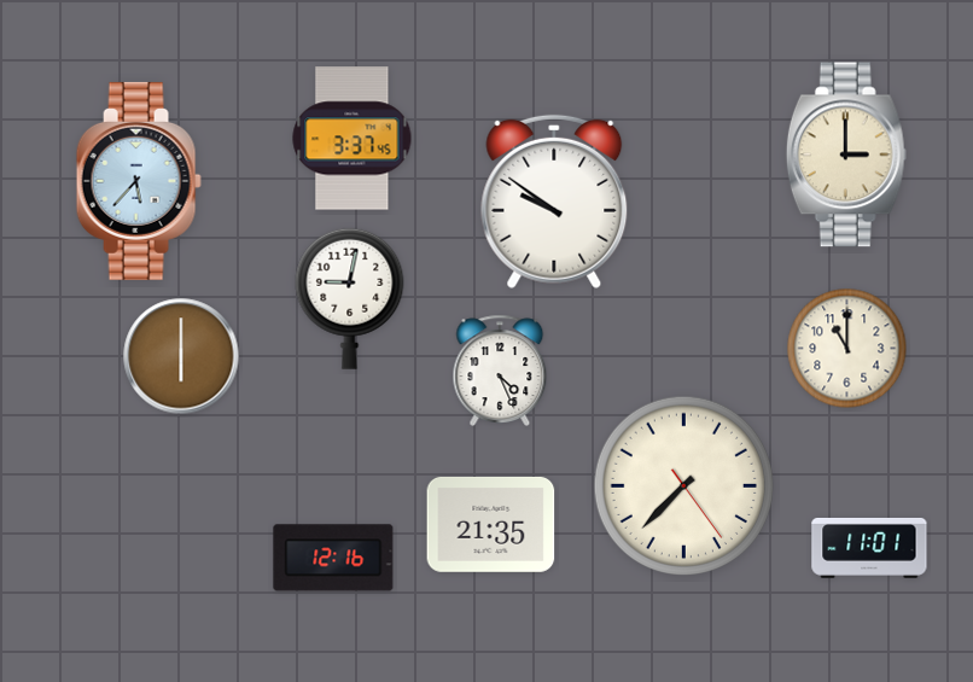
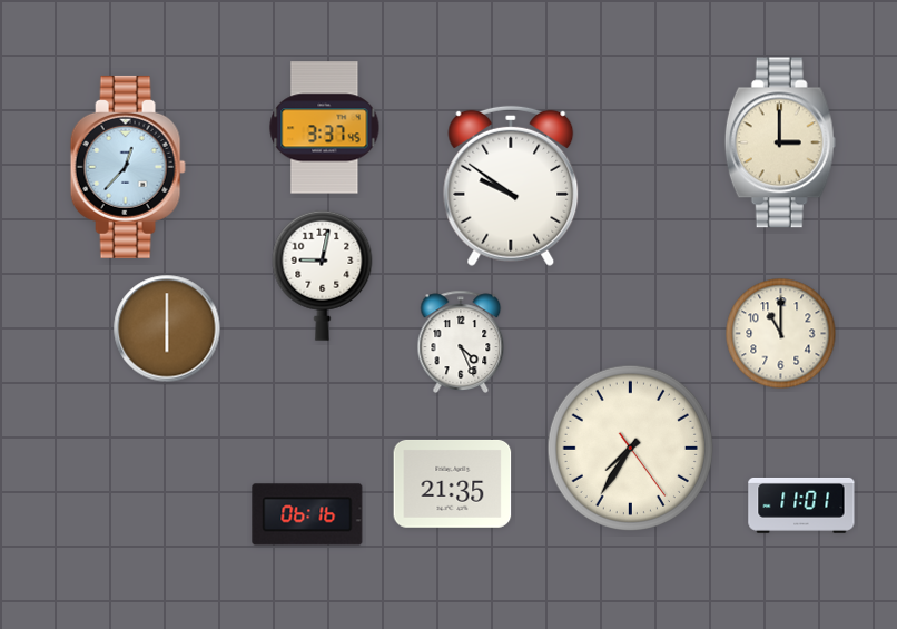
clock at (139, 181): 5:37 -> 12:37
clock at (847, 349) position: (847, 349) -> (781, 334)
clock at (683, 485): 7:37 -> 7:35
clock at (333, 558): 12:16 -> 06:16
